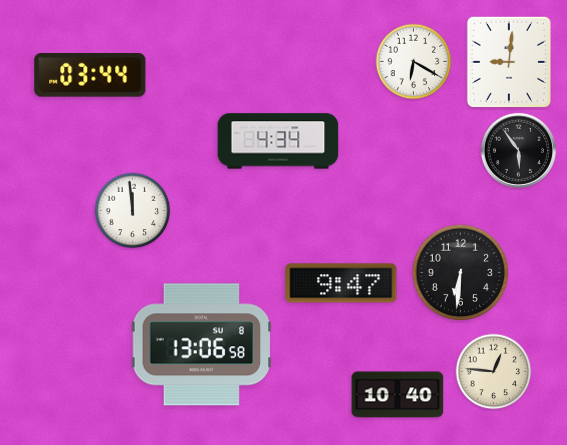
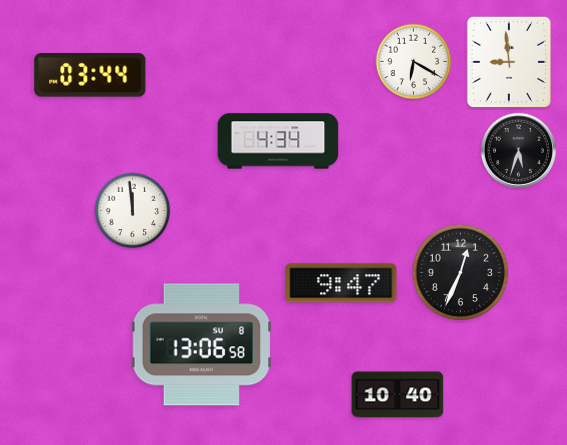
clock at (509, 62): 9:01 -> 8:59
clock at (518, 150): 5:54 -> 5:33
clock at (461, 273): 6:31 -> 12:34
clock at (494, 372): 12:46 -> none
